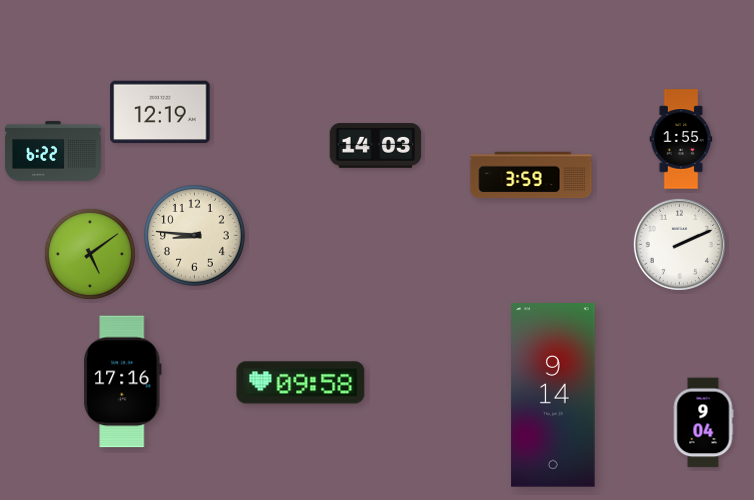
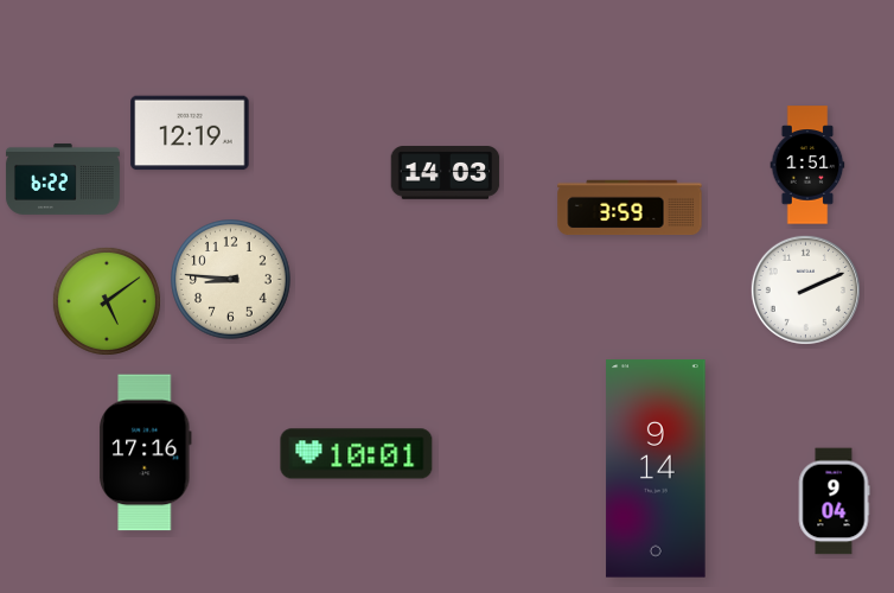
clock at (681, 139): 1:55 -> 1:51
clock at (301, 383): 09:58 -> 10:01
